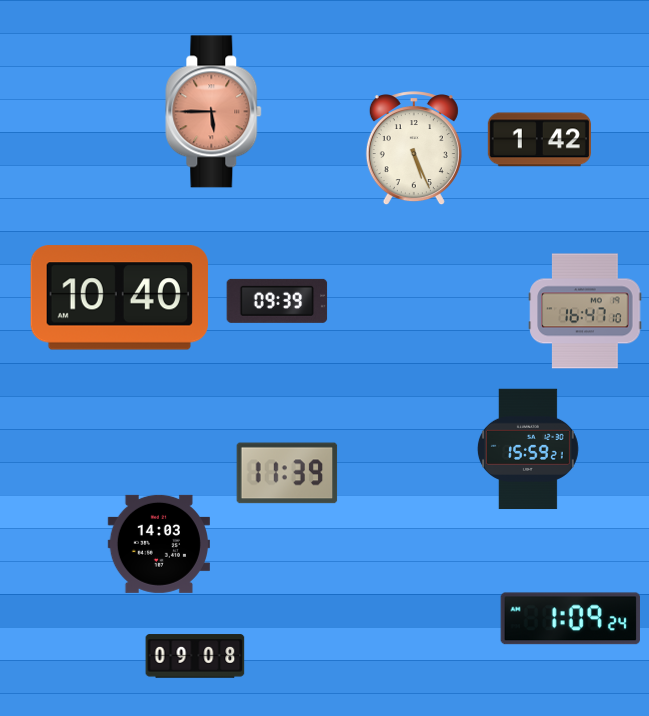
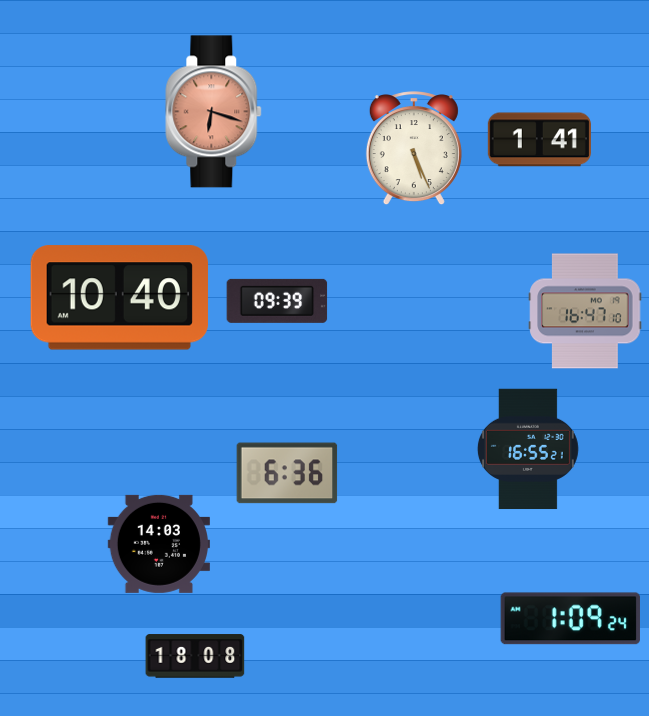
clock at (214, 112): 5:45 -> 6:18
clock at (539, 140): 1:42 -> 1:41
clock at (528, 449): 15:59 -> 16:55
clock at (287, 473): 11:39 -> 6:36
clock at (195, 656): 09:08 -> 18:08
